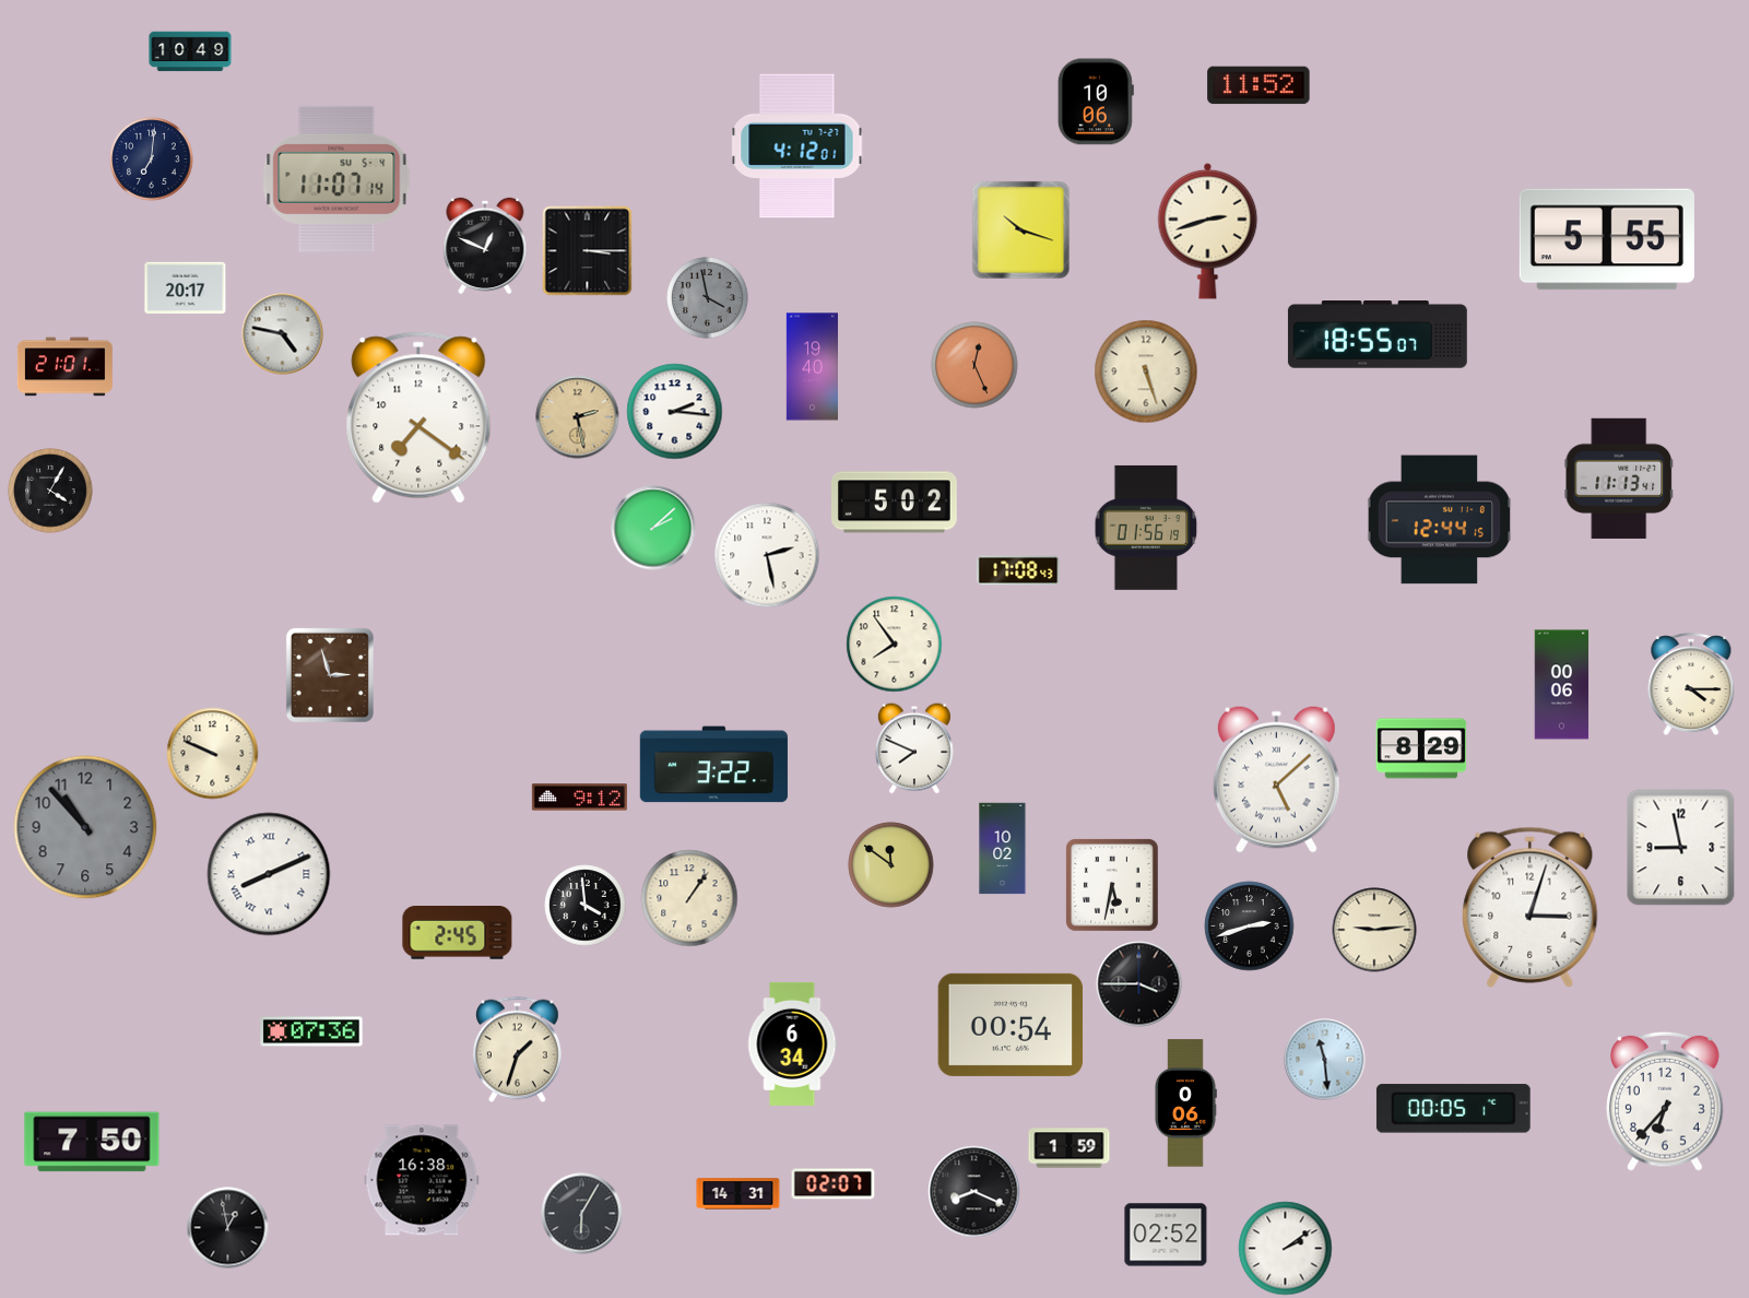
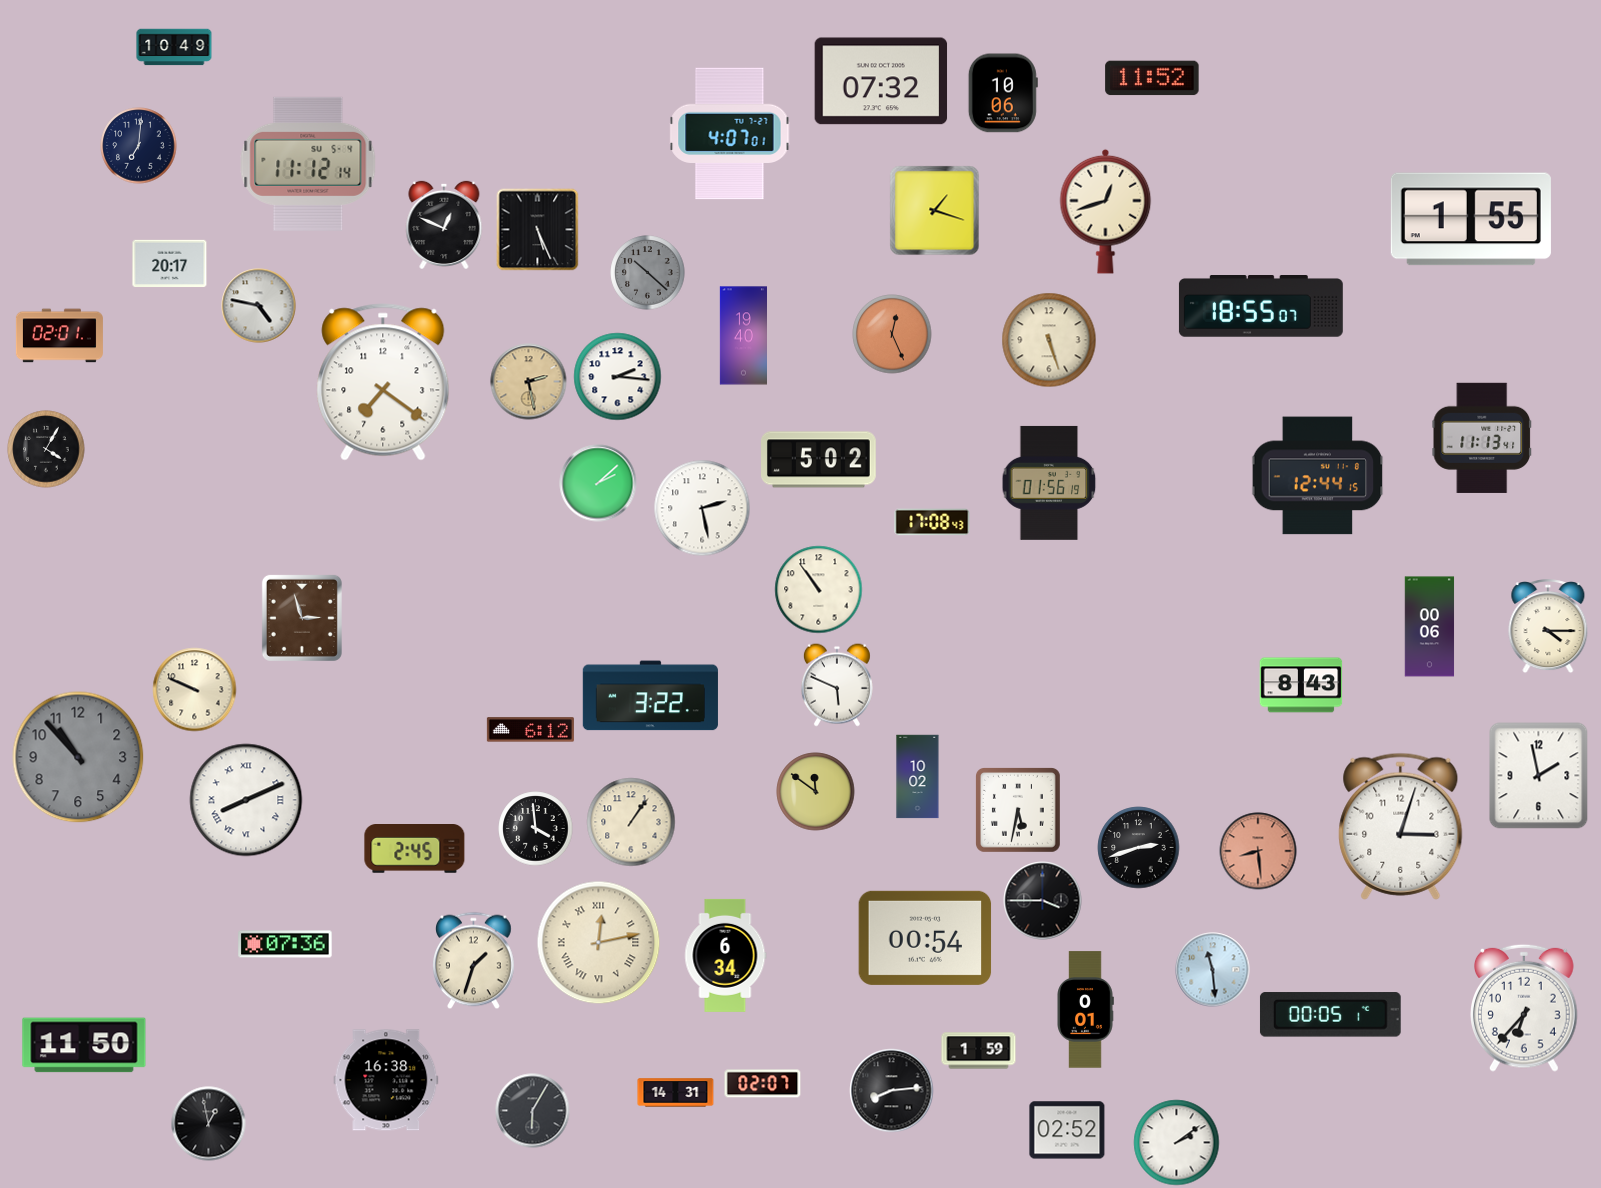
clock at (881, 81): none -> 07:32
clock at (797, 146): 4:12 -> 4:07
clock at (336, 179): 11:07 -> 11:12
clock at (1021, 231): 10:18 -> 1:18
clock at (1208, 231): 2:42 -> 12:42
clock at (1607, 239): 5:55 -> 1:55
clock at (588, 251): 3:15 -> 5:26
clock at (708, 298): 3:58 -> 10:22
clock at (64, 367): 21:01 -> 02:01
clock at (895, 645): 7:54 -> 10:54
clock at (914, 748): 7:49 -> 5:49
clock at (1421, 748): 8:29 -> 8:43
clock at (713, 765) position: (713, 765) -> (650, 696)
clock at (1276, 779): 5:08 -> none
clock at (579, 798): 9:12 -> 6:12
clock at (1681, 848): 8:58 -> 1:58
clock at (1531, 907) position: (1531, 907) -> (1401, 826)
clock at (1250, 927) position: (1250, 927) -> (1139, 848)
clock at (1374, 930): 9:14 -> 8:29
clock at (1374, 930) dial: cream -> salmon
clock at (458, 933) position: (458, 933) -> (415, 849)
clock at (599, 943): none -> 12:13
clock at (1185, 1104): 0:06 -> 0:01
clock at (92, 1142): 7:50 -> 11:50
clock at (974, 1192): 8:19 -> 8:14
